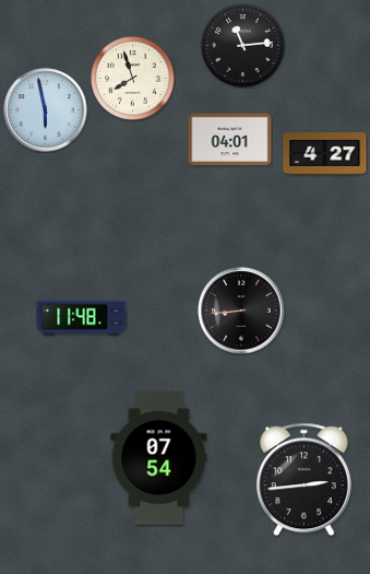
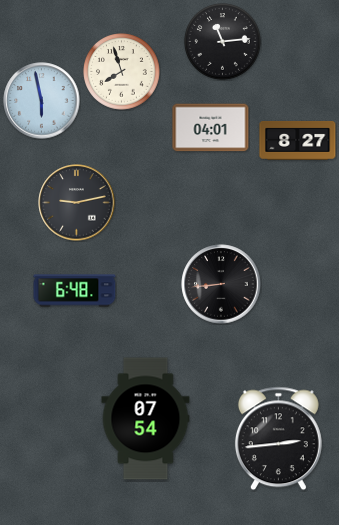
clock at (325, 154): 4:27 -> 8:27
clock at (77, 203): none -> 9:13
clock at (82, 318): 11:48 -> 6:48
